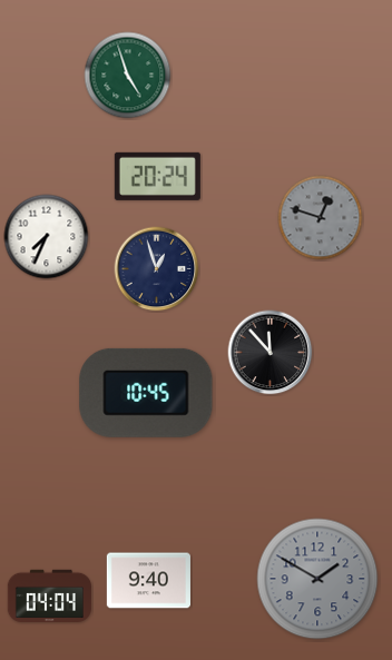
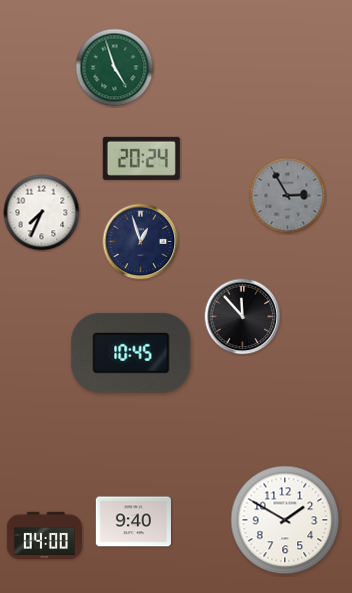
clock at (321, 218): 12:48 -> 2:55
clock at (317, 579) dial: grey -> white
clock at (49, 595): 04:04 -> 04:00
